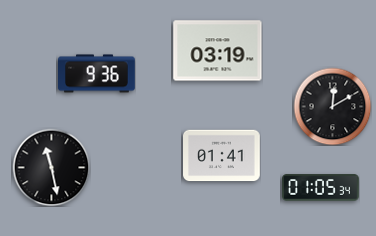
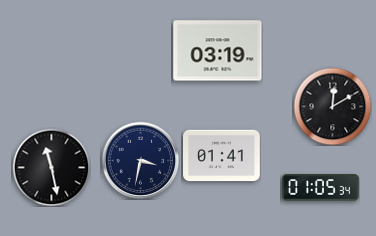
clock at (97, 74): 9:36 -> none
clock at (140, 160): none -> 3:32
